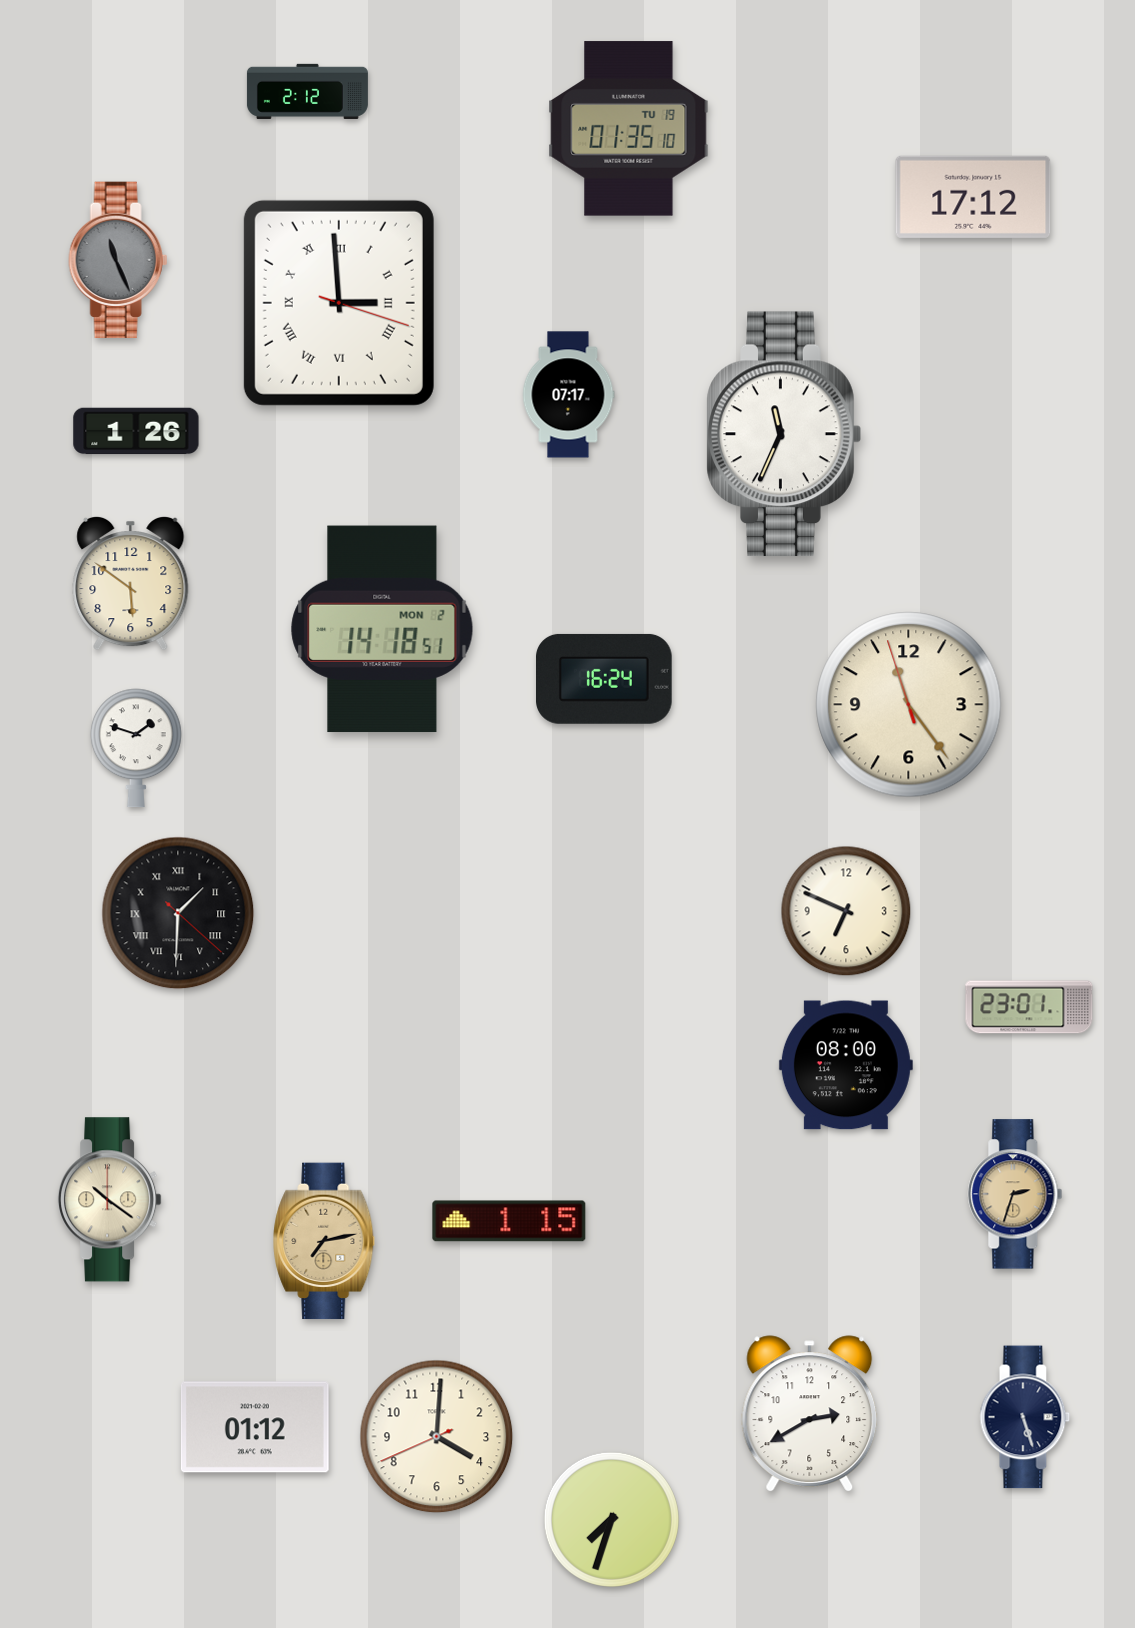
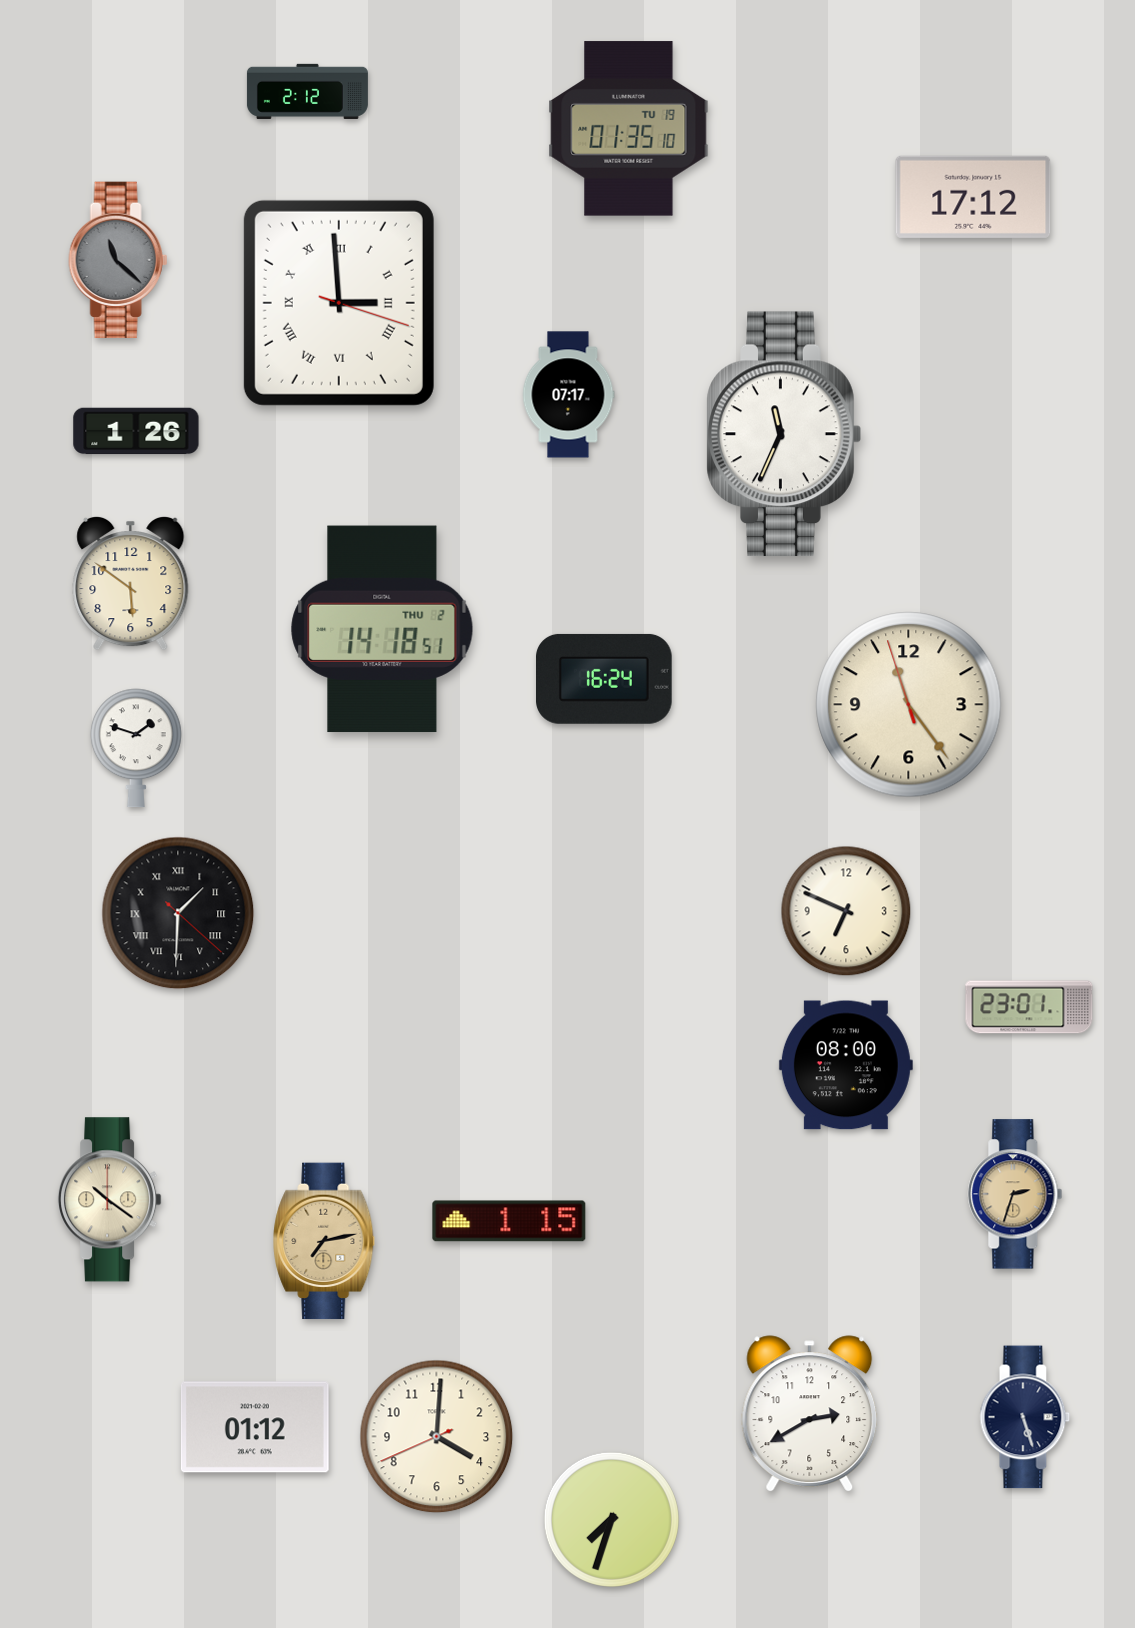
clock at (118, 260): 11:26 -> 11:22
clock at (382, 629) date: MON 2 -> THU 2
